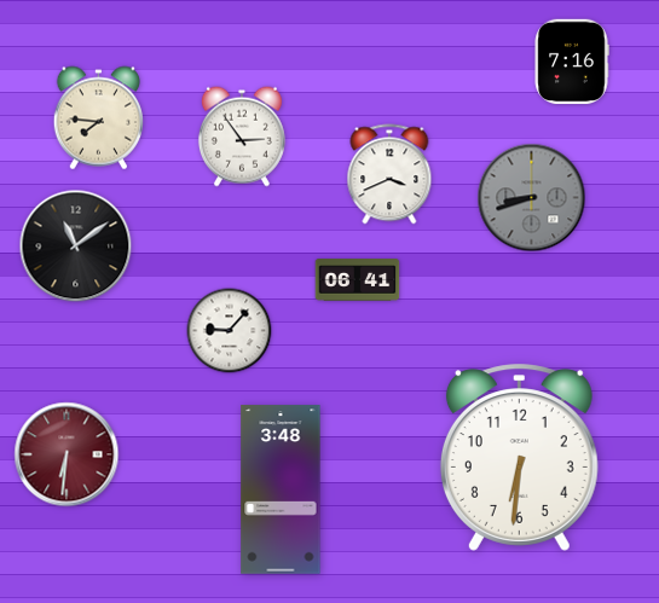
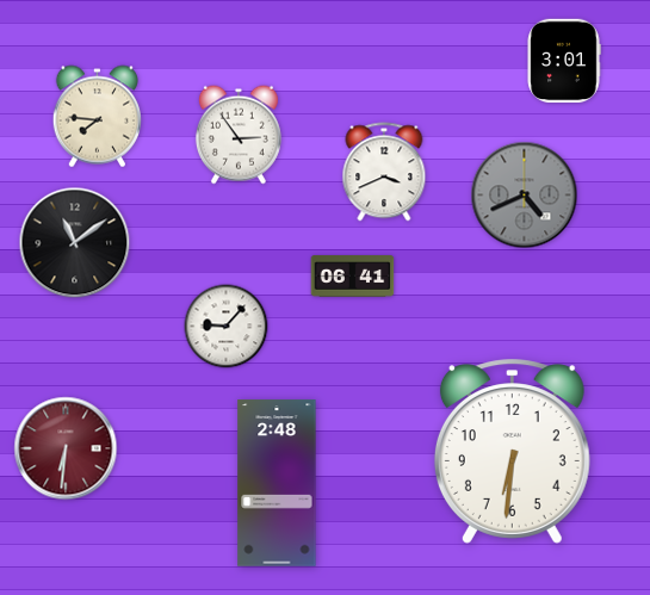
clock at (572, 62): 7:16 -> 3:01
clock at (532, 198): 8:42 -> 4:41
clock at (281, 489): 3:48 -> 2:48
